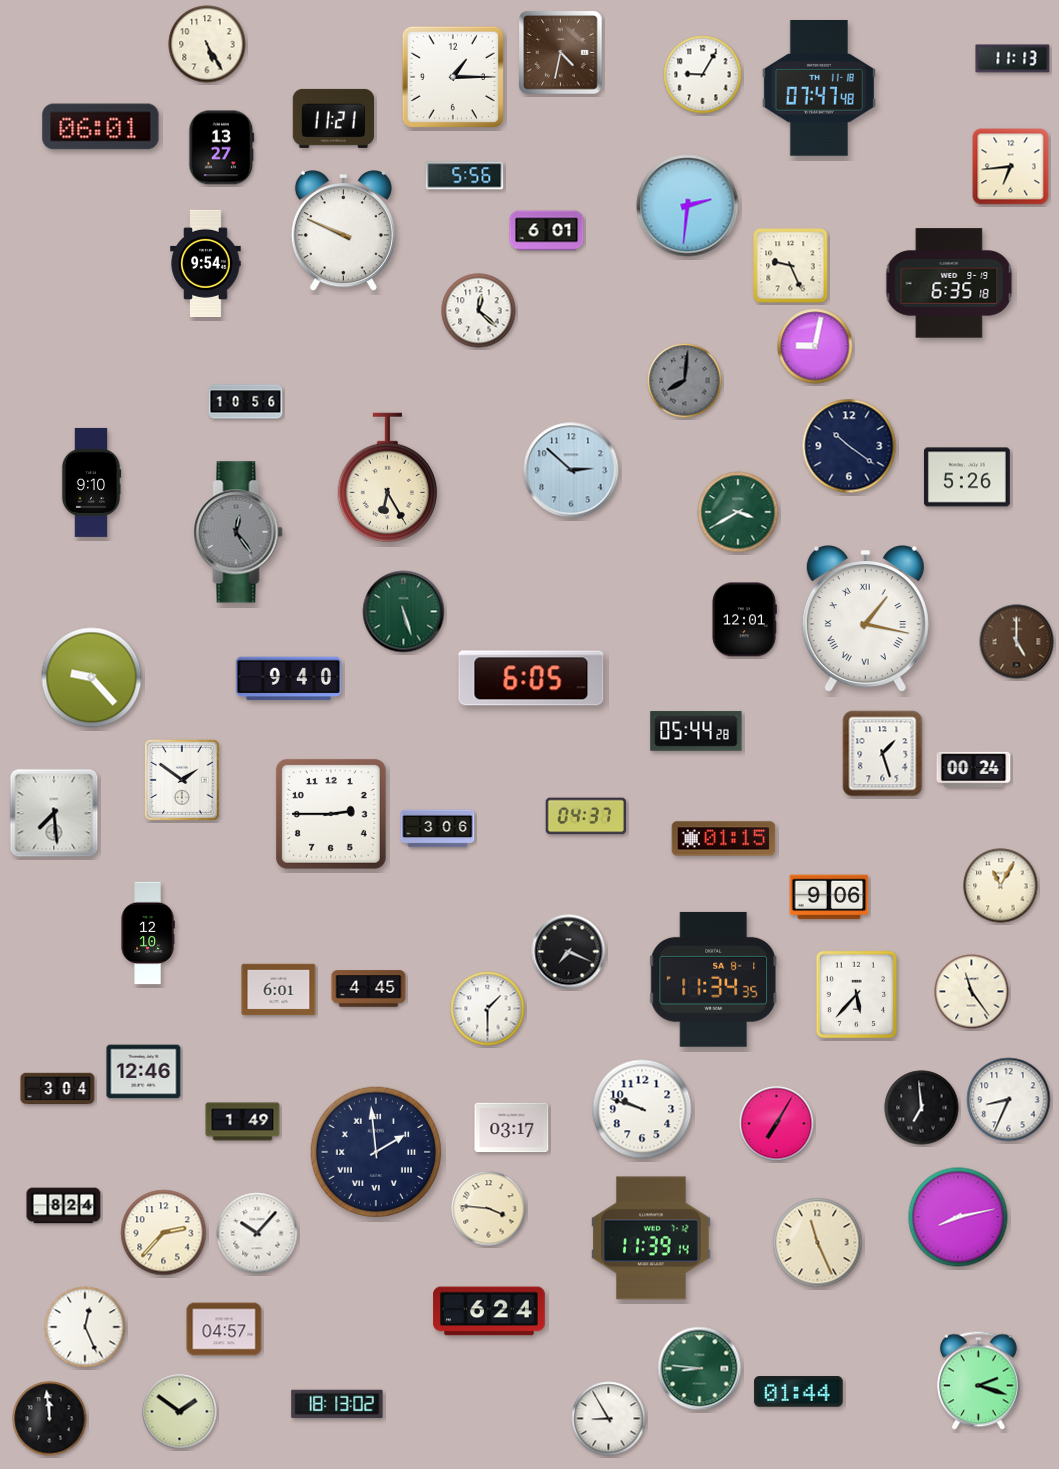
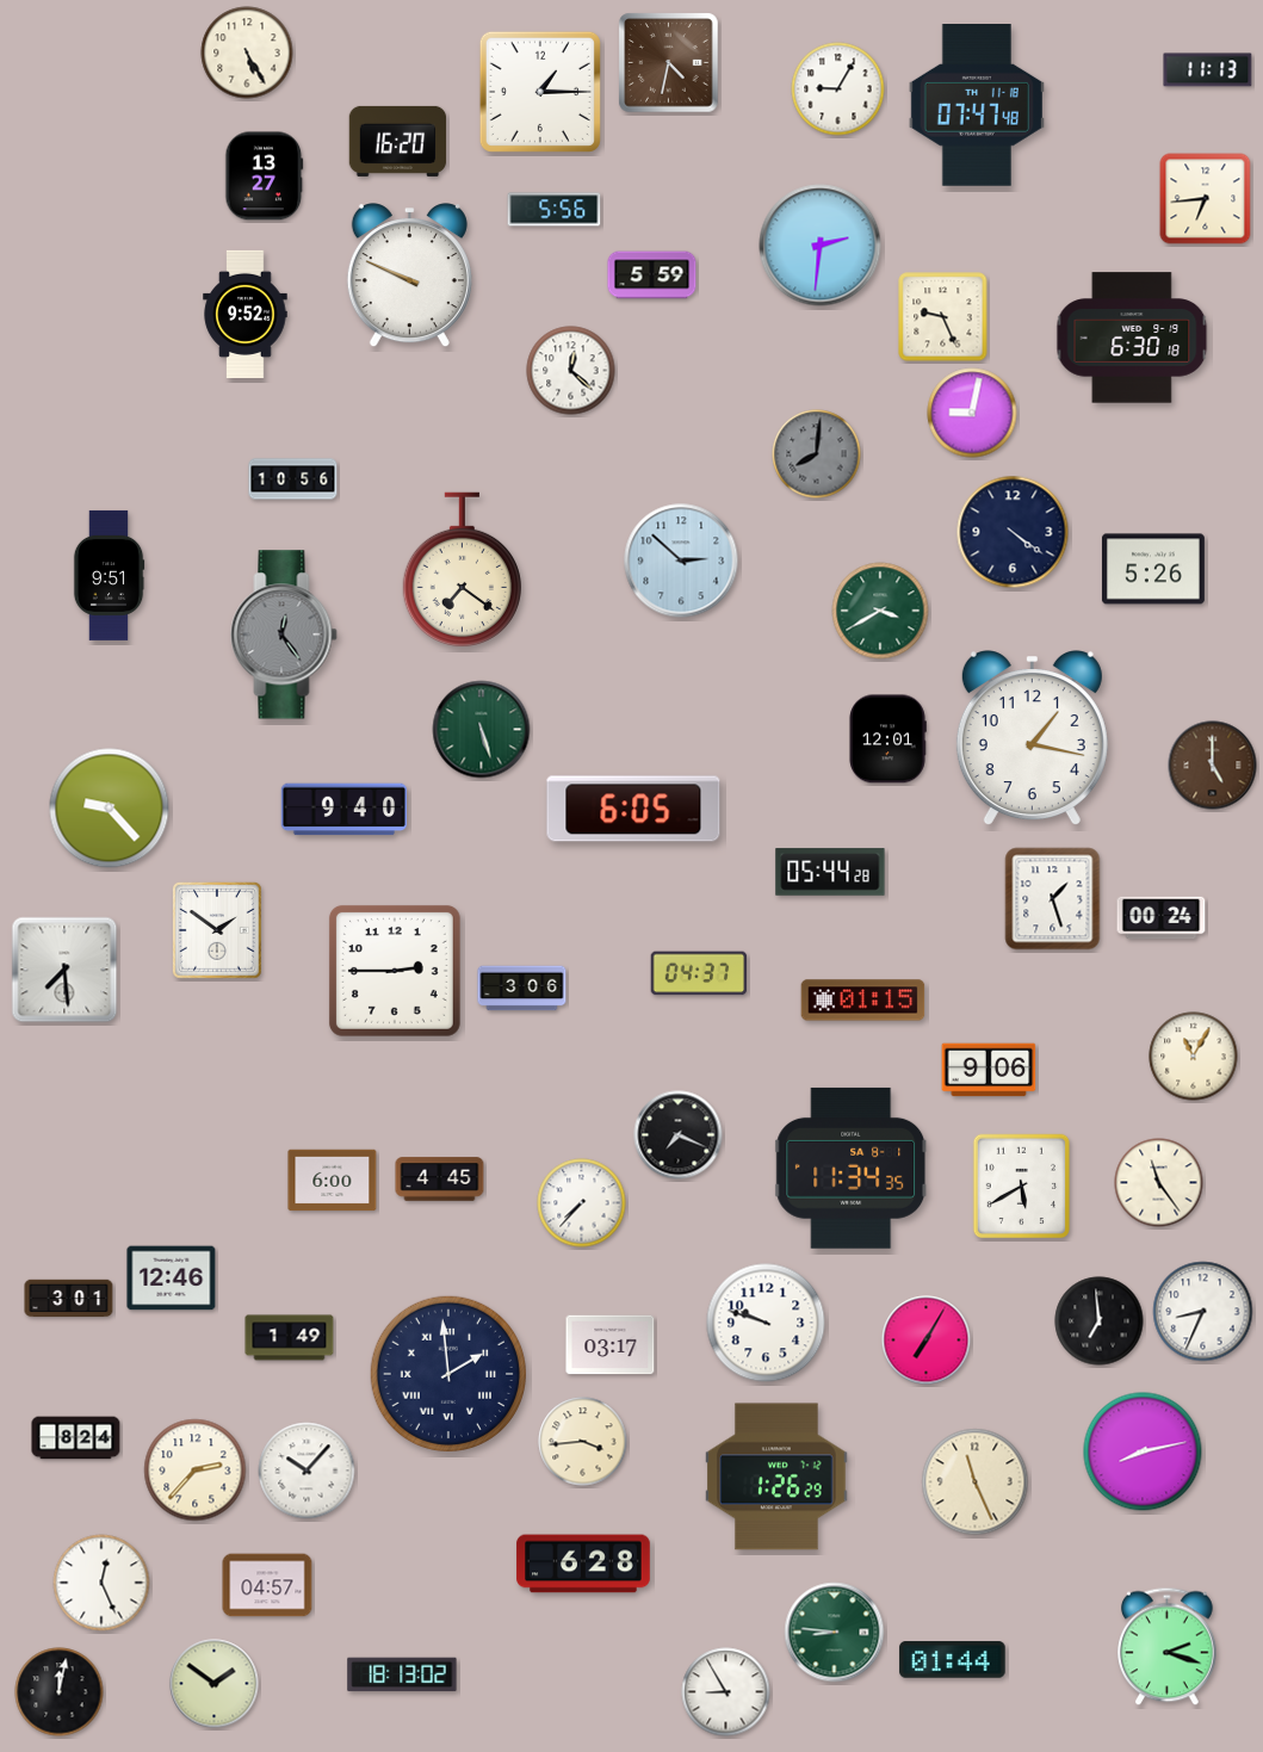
clock at (334, 118): 11:21 -> 16:20
clock at (101, 127): 06:01 -> none
clock at (547, 231): 6:01 -> 5:59
clock at (206, 263): 9:54 -> 9:52
clock at (949, 283): 6:35 -> 6:30
clock at (849, 446): 10:21 -> 4:21
clock at (387, 478): 6:25 -> 7:21
clock at (91, 482): 9:10 -> 9:51
clock at (865, 619) numerals: Roman -> Arabic
clock at (148, 933): 12:10 -> none
clock at (279, 990): 6:01 -> 6:00
clock at (857, 995): 5:37 -> 5:40
clock at (488, 1009): 1:30 -> 7:37
clock at (58, 1089): 3:04 -> 3:01
clock at (489, 1209): 3:46 -> 3:44
clock at (651, 1238): 11:39 -> 1:26
clock at (489, 1311): 6:24 -> 6:28
clock at (50, 1419): 11:59 -> 12:02
